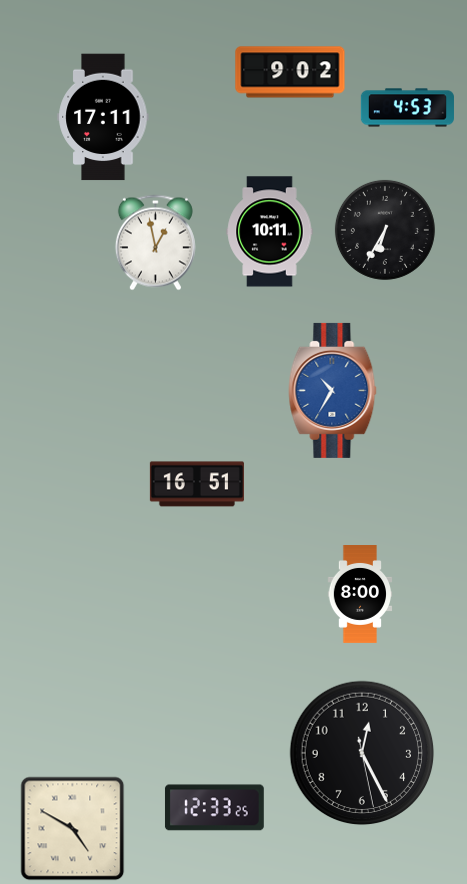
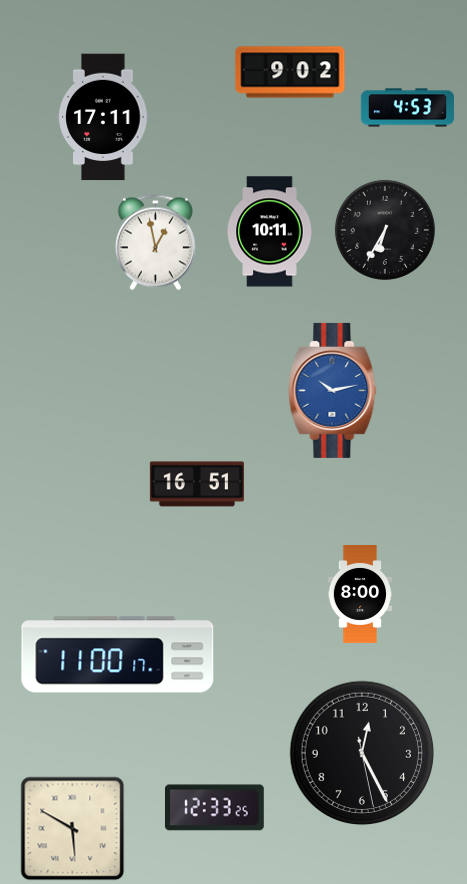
clock at (333, 390): 10:35 -> 10:13
clock at (118, 655): none -> 11:00
clock at (73, 829): 4:50 -> 5:50
